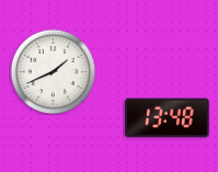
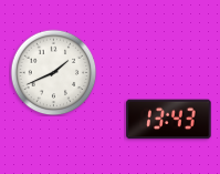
clock at (168, 118): 13:48 -> 13:43
